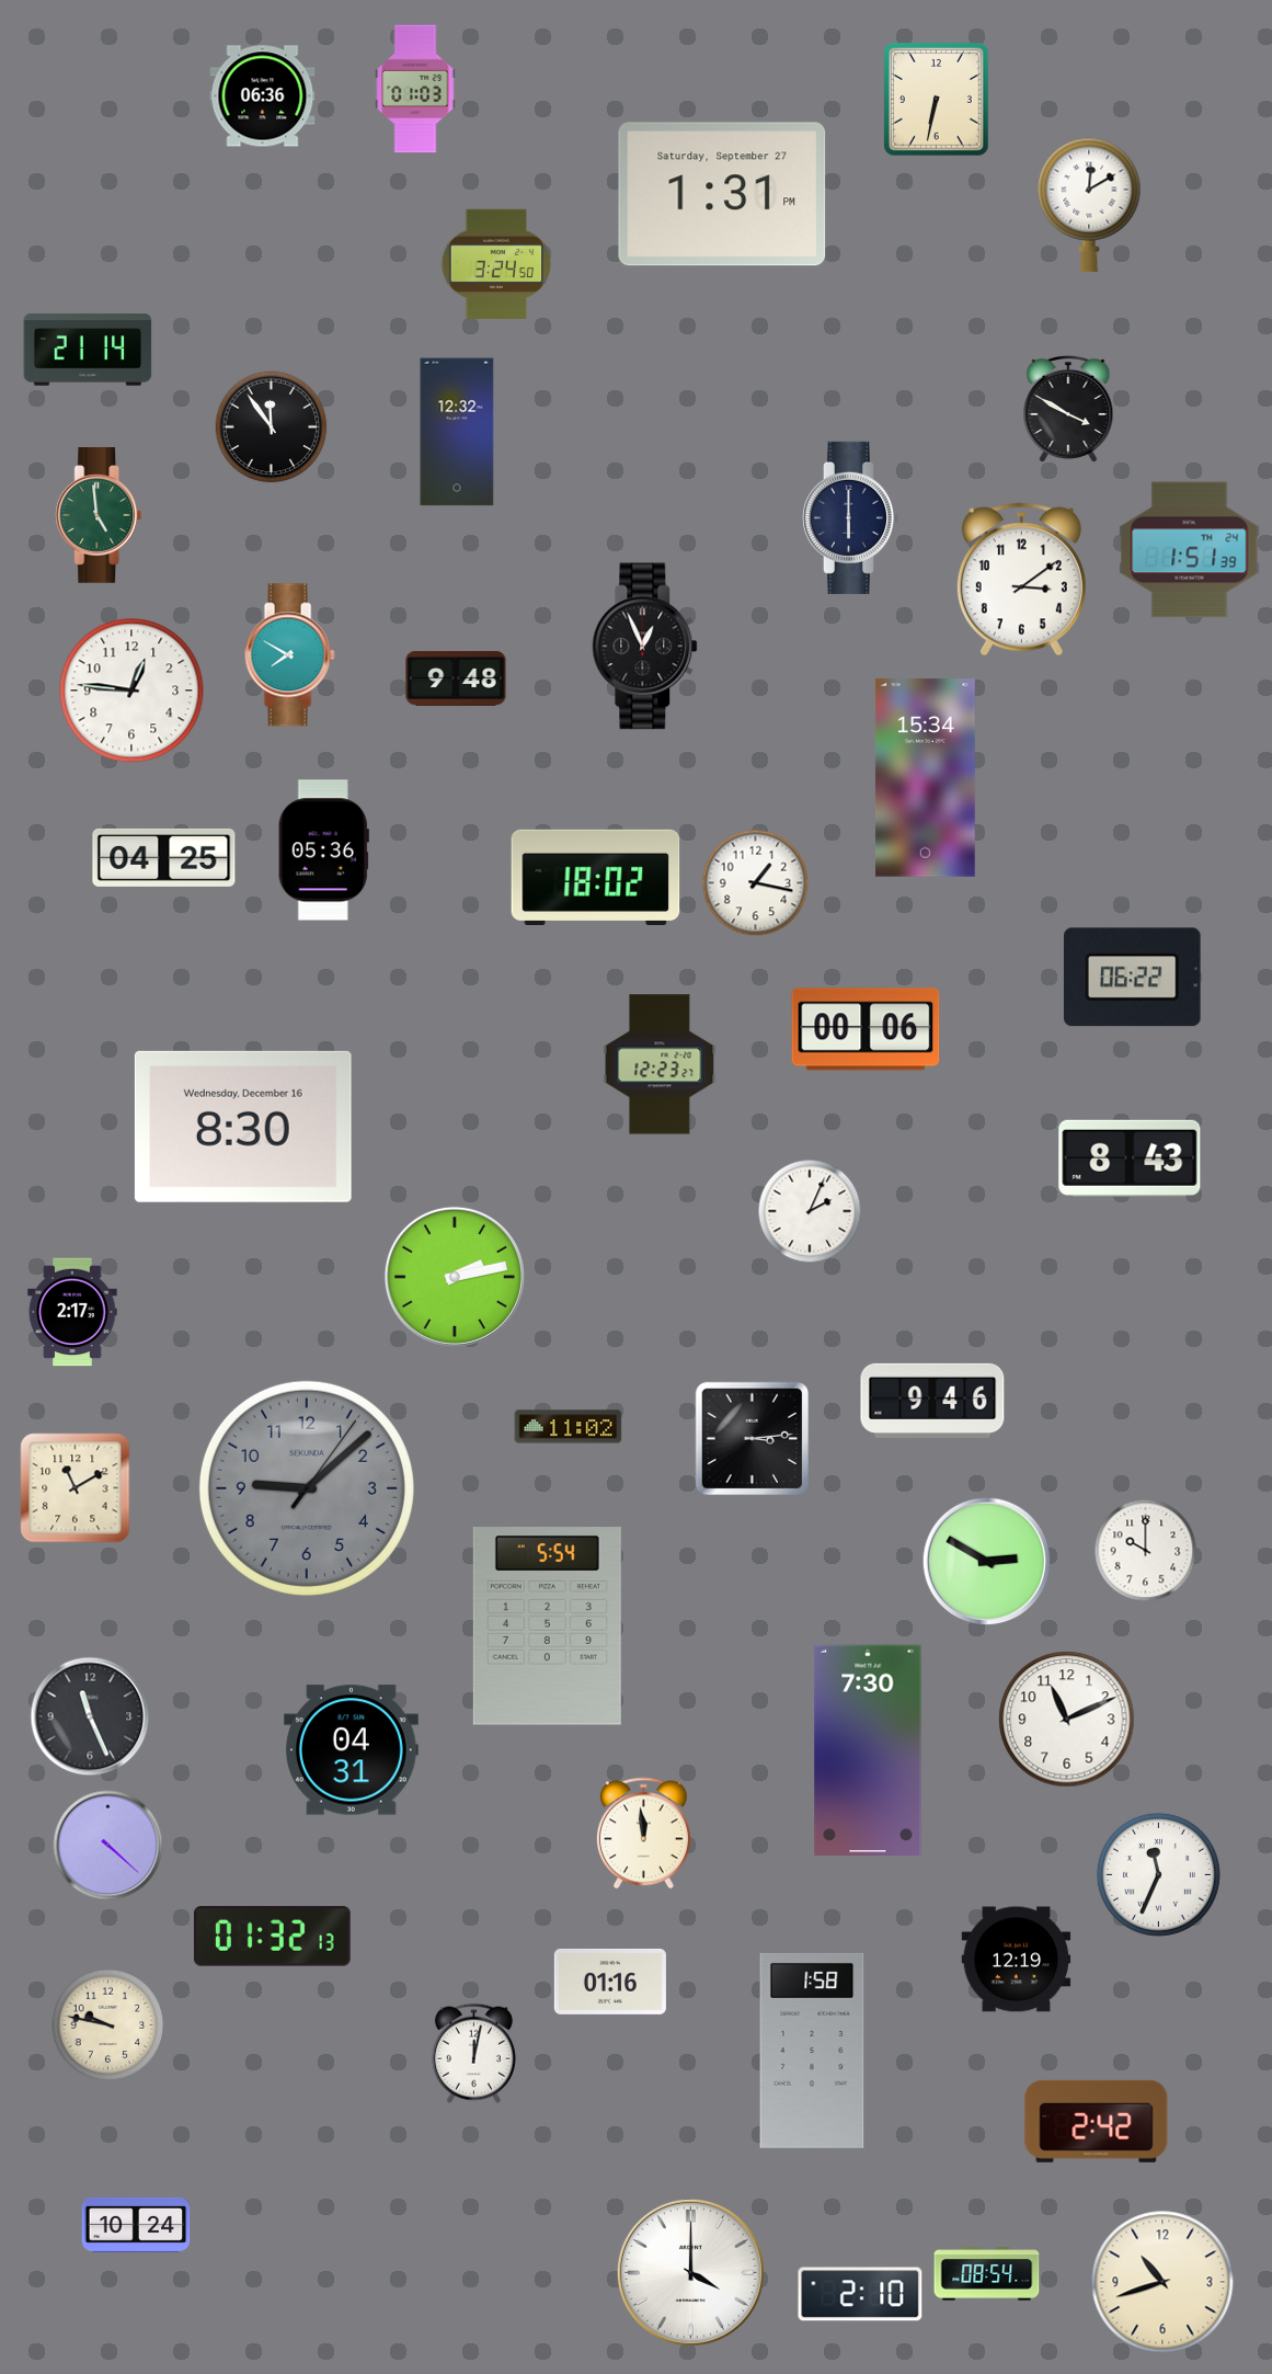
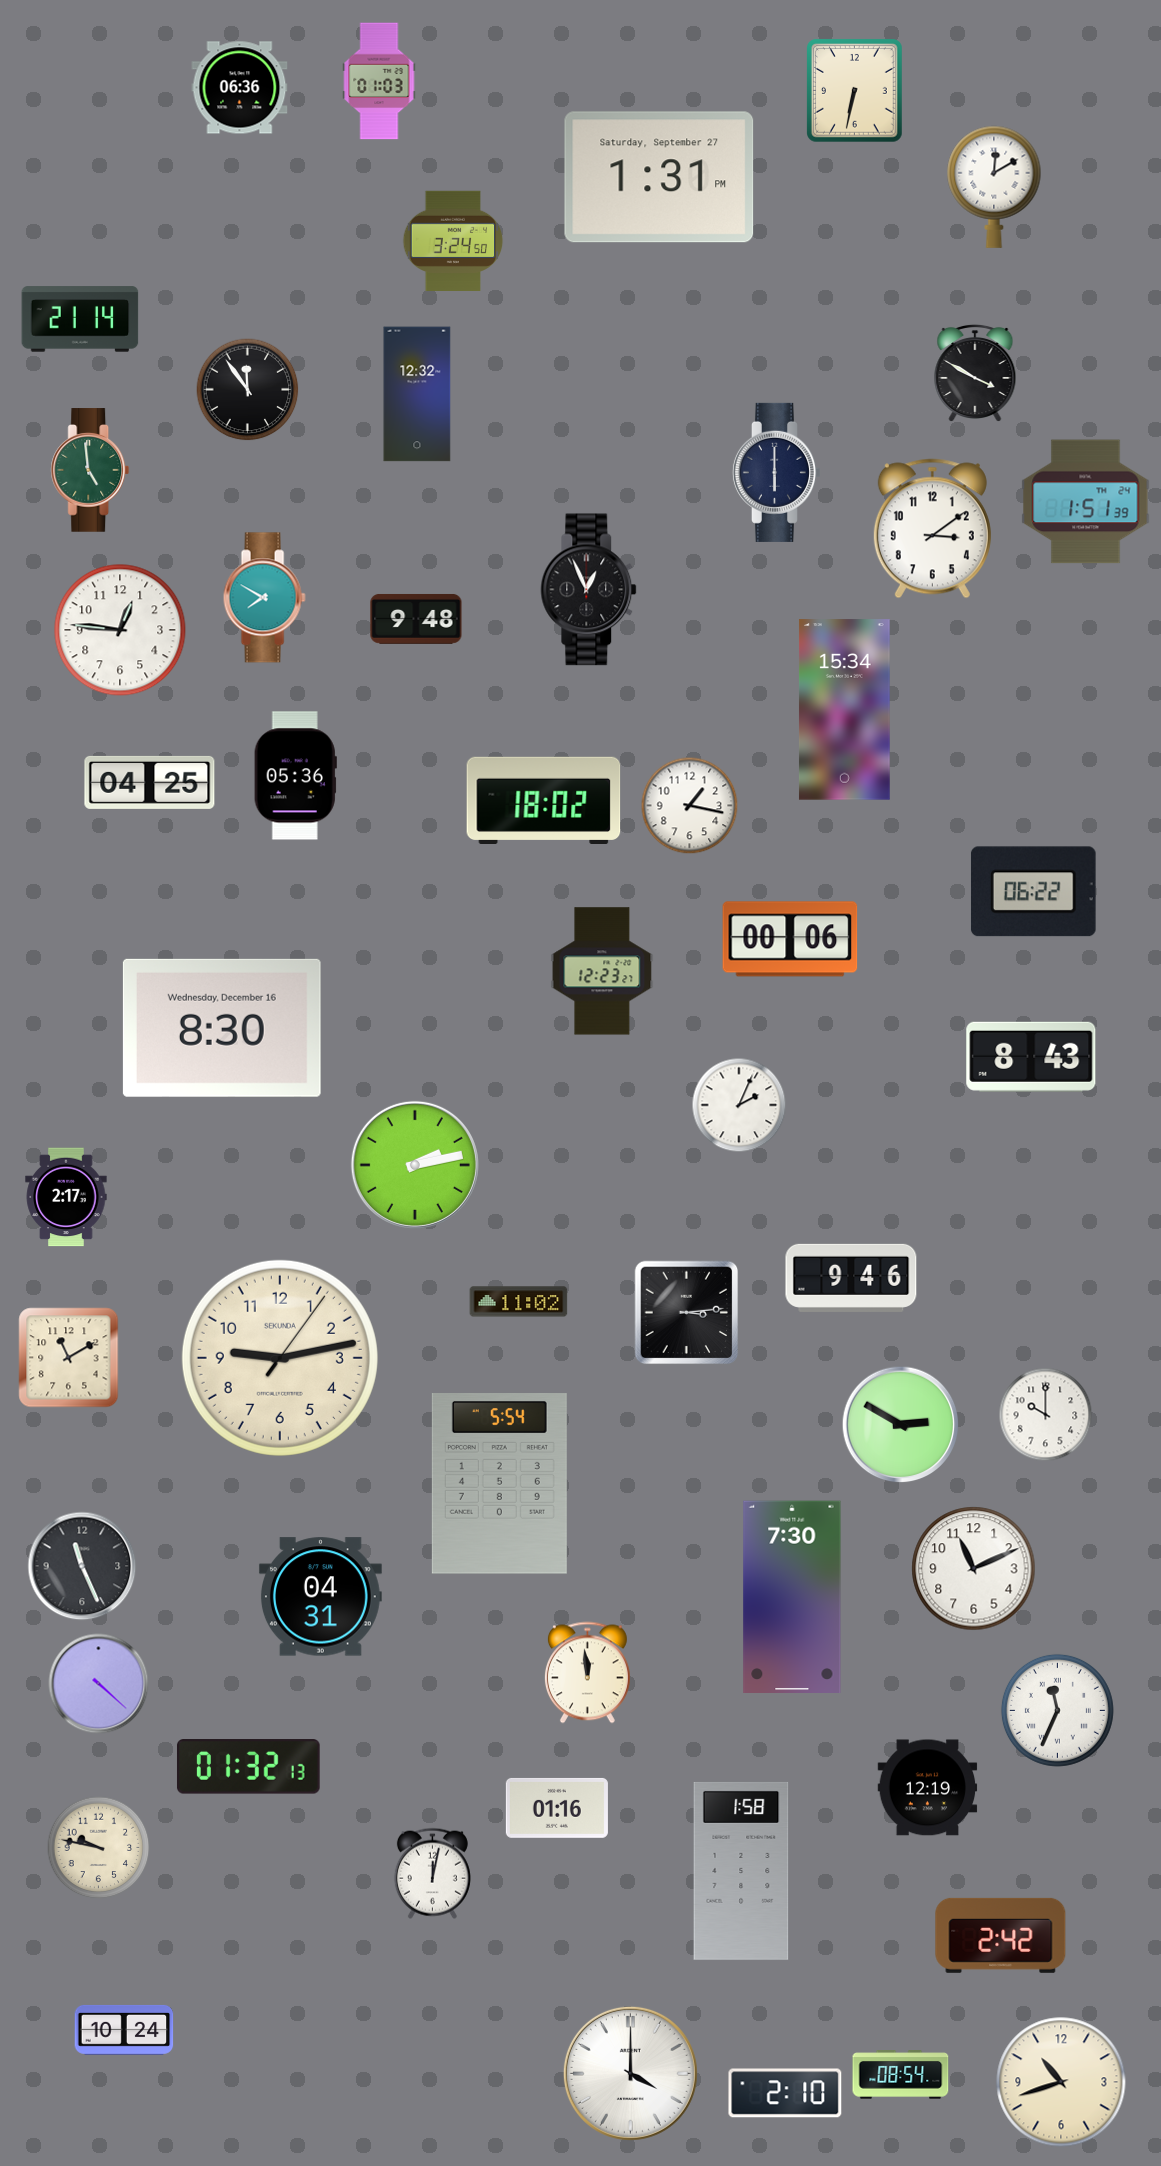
clock at (307, 1488): 9:08 -> 9:13
clock at (307, 1488) dial: grey -> cream
